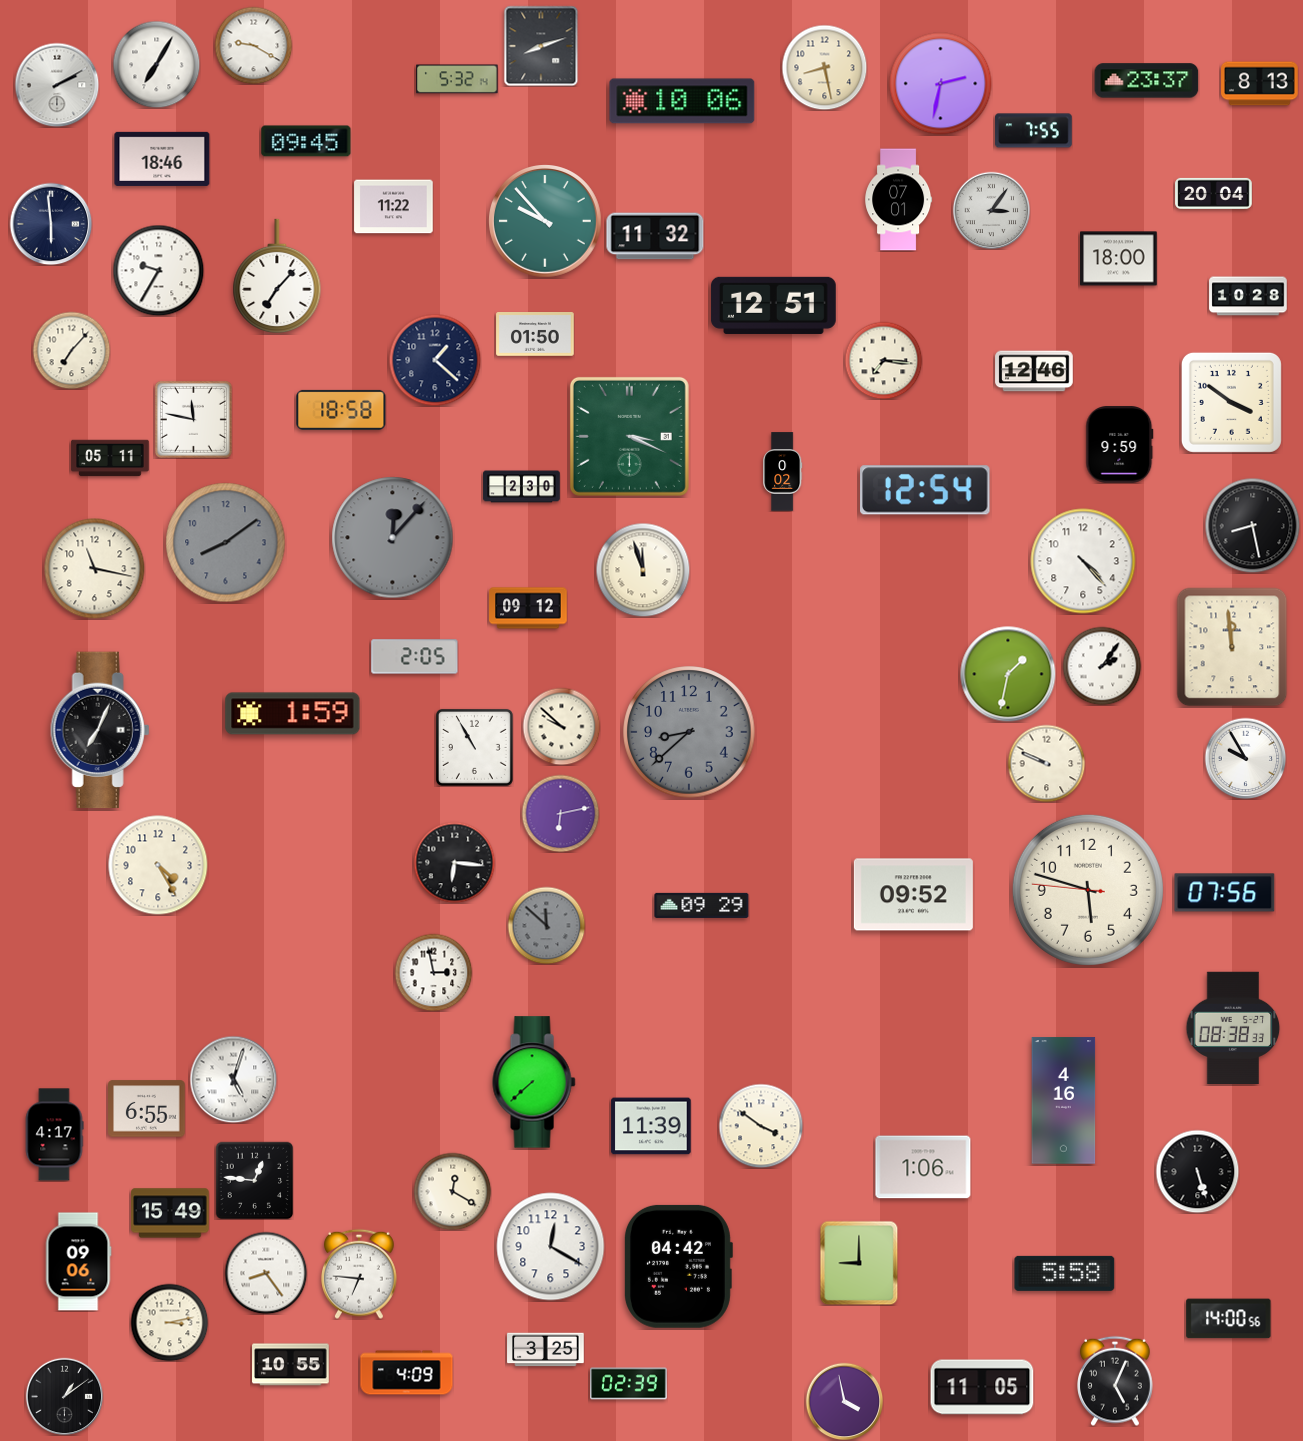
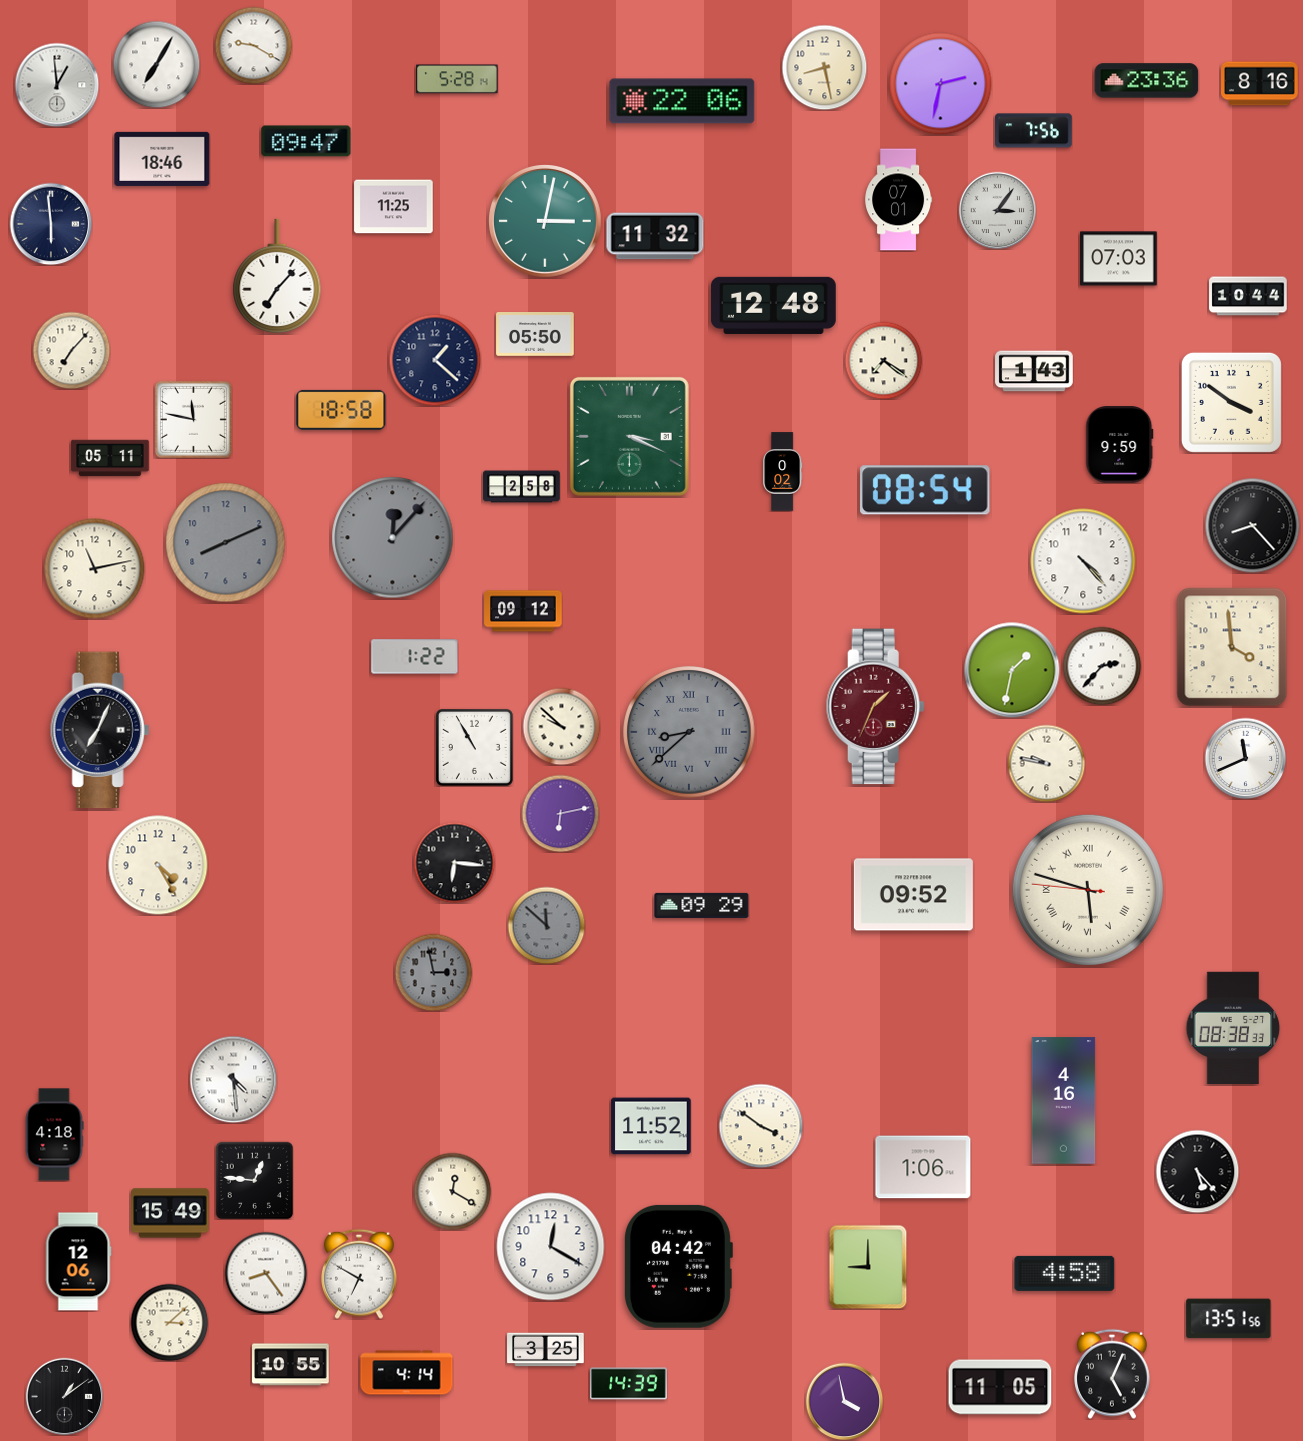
clock at (541, 46): 8:12 -> none
clock at (457, 79): 5:32 -> 5:28
clock at (1147, 81): 23:37 -> 23:36
clock at (1260, 84): 8:13 -> 8:16
clock at (57, 85): 2:10 -> 12:59
clock at (682, 101): 10:06 -> 22:06
clock at (1034, 131): 7:55 -> 7:56
clock at (306, 141): 09:45 -> 09:47
clock at (1214, 193): 20:04 -> none
clock at (394, 207): 11:22 -> 11:25
clock at (991, 210) position: (991, 210) -> (997, 210)
clock at (546, 222): 9:53 -> 3:02
clock at (1119, 259): 18:00 -> 07:03
clock at (158, 270): 9:35 -> none
clock at (1248, 296): 10:28 -> 10:44
clock at (774, 305): 12:51 -> 12:48
clock at (535, 335): 01:50 -> 05:50
clock at (883, 360): 7:16 -> 7:21
clock at (1034, 371): 12:46 -> 1:43
clock at (522, 487): 2:30 -> 2:58
clock at (925, 490): 12:54 -> 08:54
clock at (1252, 525): 8:28 -> 8:23
clock at (226, 543): 8:09 -> 8:11
clock at (95, 569): 11:17 -> 11:13
clock at (643, 570): 11:57 -> none
clock at (528, 608) position: (528, 608) -> (523, 611)
clock at (1232, 647): 11:59 -> 3:59
clock at (415, 657): 2:05 -> 1:22
clock at (1102, 666): 2:06 -> 2:37
clock at (1008, 674) position: (1008, 674) -> (1012, 670)
clock at (875, 707): none -> 1:34
clock at (293, 714): 1:59 -> none
clock at (689, 732) numerals: Arabic -> Roman
clock at (1245, 758): 9:55 -> 11:41
clock at (1046, 763): 9:49 -> 9:47
clock at (1088, 890) numerals: Arabic -> Roman
clock at (1225, 893): 07:56 -> none
clock at (433, 972) dial: white -> grey
clock at (233, 1079): 5:03 -> 4:29
clock at (534, 1082): 7:38 -> none
clock at (147, 1109): 6:55 -> none
clock at (651, 1126): 11:39 -> 11:52
clock at (54, 1135): 4:17 -> 4:18
clock at (1197, 1171): 5:27 -> 5:23
clock at (78, 1262): 09:06 -> 12:06
clock at (859, 1263) position: (859, 1263) -> (868, 1267)
clock at (1065, 1273): 5:58 -> 4:58
clock at (360, 1274): 6:46 -> 6:50
clock at (1229, 1319): 14:00 -> 13:51
clock at (169, 1322): 3:13 -> 3:08
clock at (407, 1373): 4:09 -> 4:14
clock at (1116, 1381) position: (1116, 1381) -> (1113, 1374)
clock at (629, 1384): 02:39 -> 14:39
clock at (982, 1387) position: (982, 1387) -> (1000, 1387)
